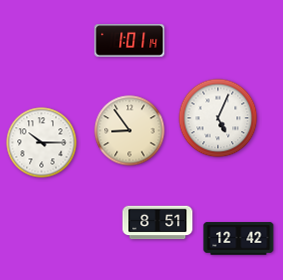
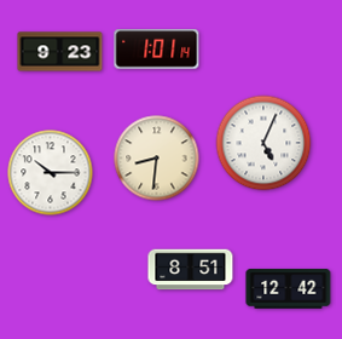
clock at (60, 52): none -> 9:23
clock at (130, 131): 8:54 -> 8:31
